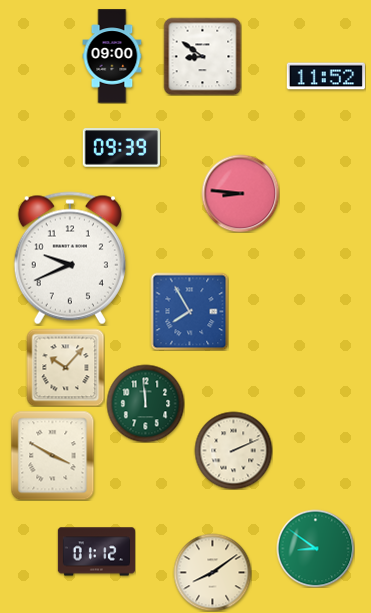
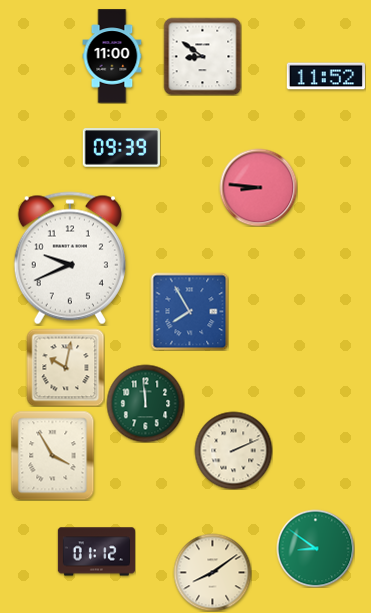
clock at (112, 56): 09:00 -> 11:00
clock at (240, 193) position: (240, 193) -> (258, 187)
clock at (65, 367): 10:07 -> 10:02
clock at (53, 455): 3:50 -> 3:55
